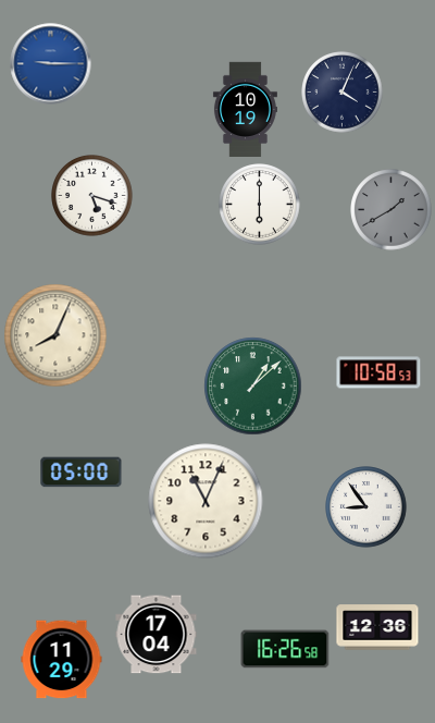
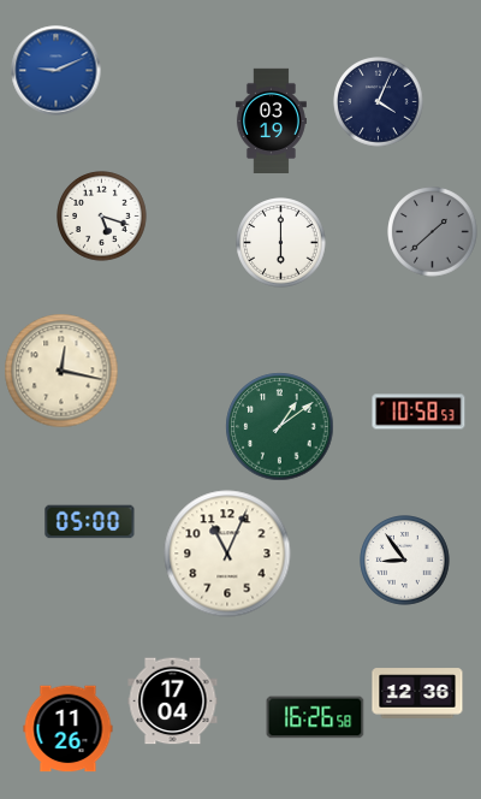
clock at (51, 64): 9:15 -> 9:11
clock at (245, 109): 10:19 -> 03:19
clock at (260, 205) position: (260, 205) -> (281, 243)
clock at (391, 210): 1:40 -> 1:38
clock at (55, 335): 8:04 -> 12:17
clock at (253, 387): 1:08 -> 1:09
clock at (62, 660): 11:29 -> 11:26
